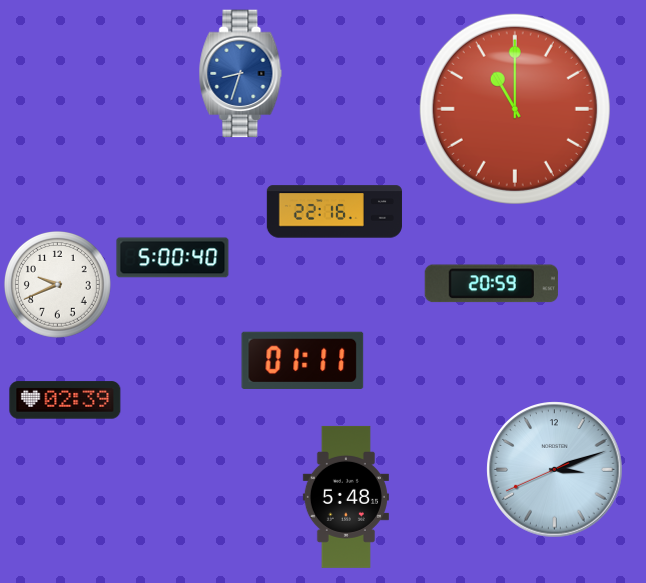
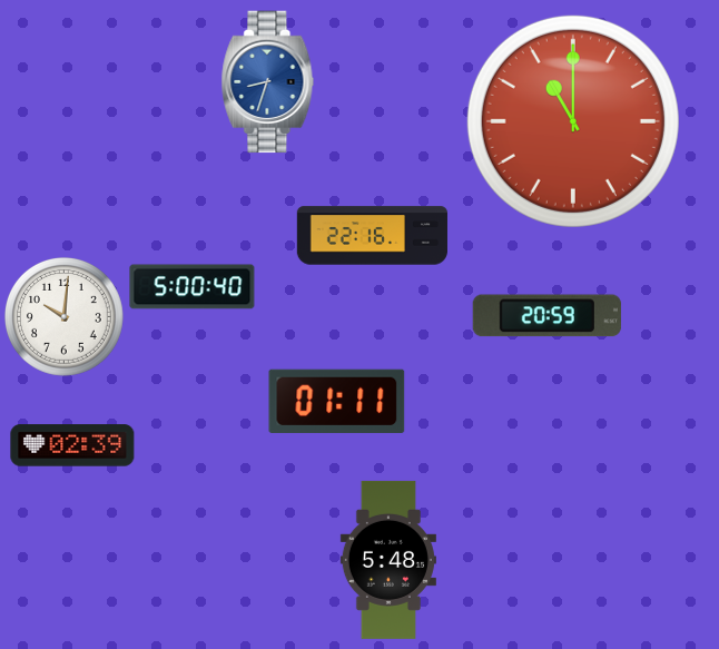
clock at (57, 284): 9:41 -> 10:01
clock at (555, 470): 3:11 -> none
clock at (346, 497) position: (346, 497) -> (388, 560)
